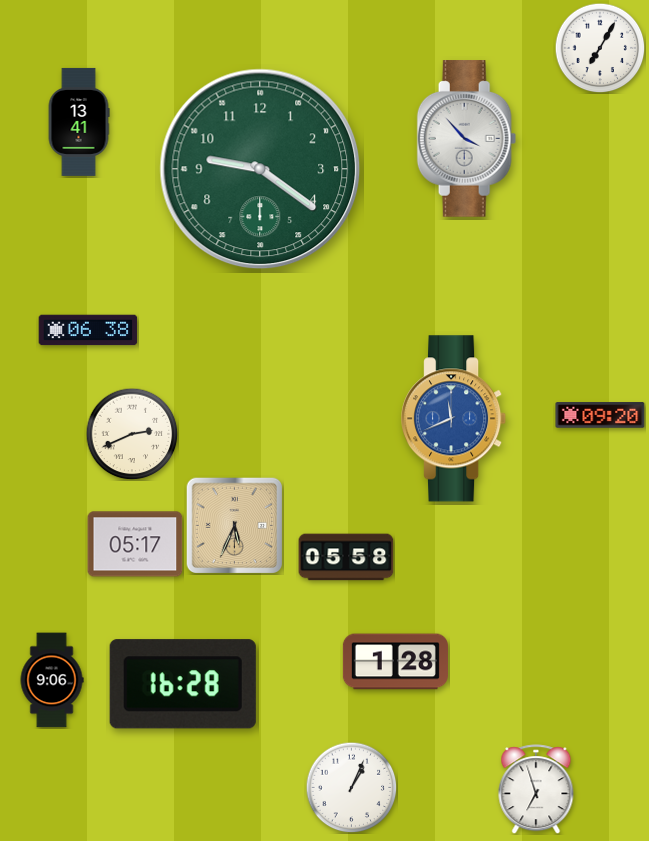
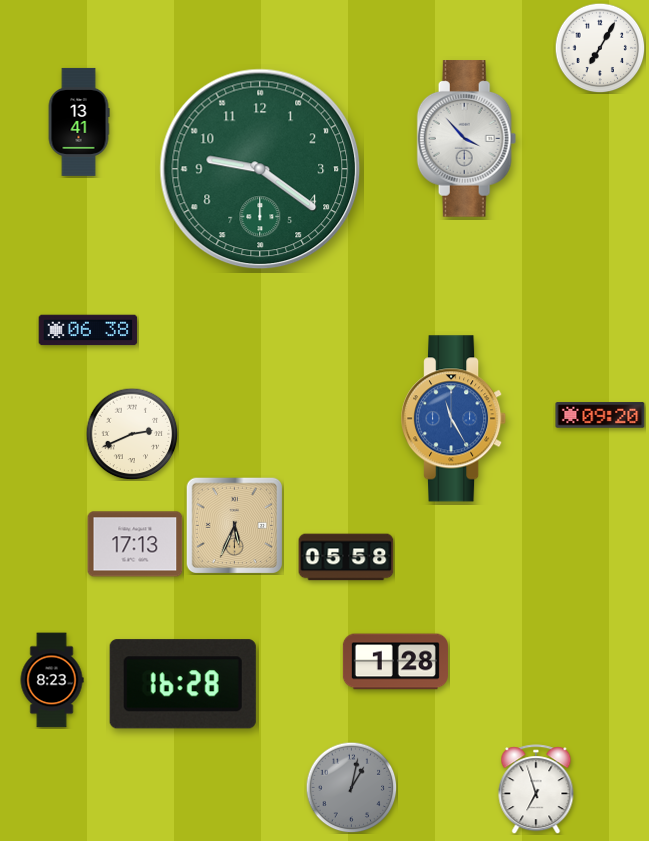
clock at (455, 419): 11:41 -> 11:25
clock at (135, 544): 05:17 -> 17:13
clock at (52, 680): 9:06 -> 8:23
clock at (351, 787): 1:04 -> 1:02
clock at (351, 787) dial: white -> grey
